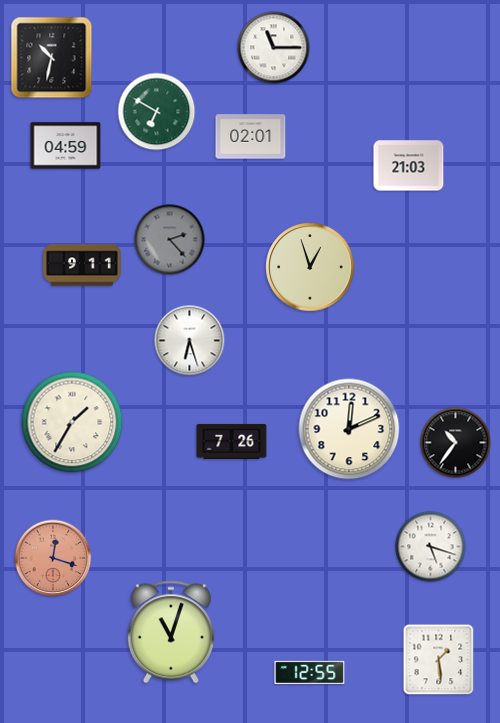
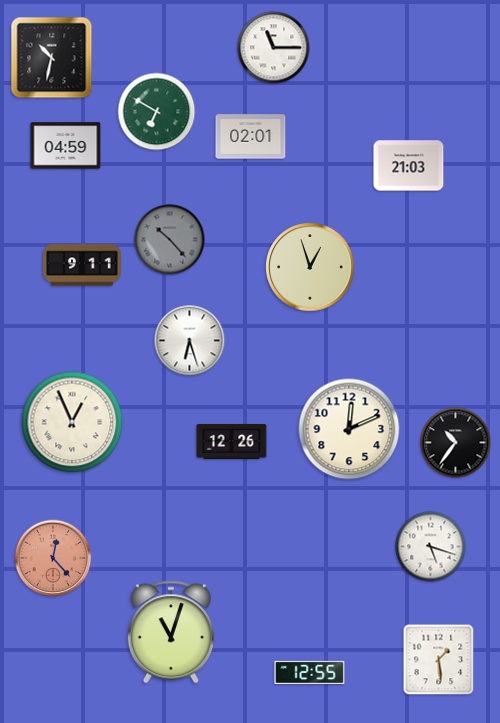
clock at (170, 240): 2:23 -> 10:23
clock at (72, 422): 1:35 -> 12:56
clock at (232, 441): 7:26 -> 12:26
clock at (53, 558): 12:18 -> 12:23
